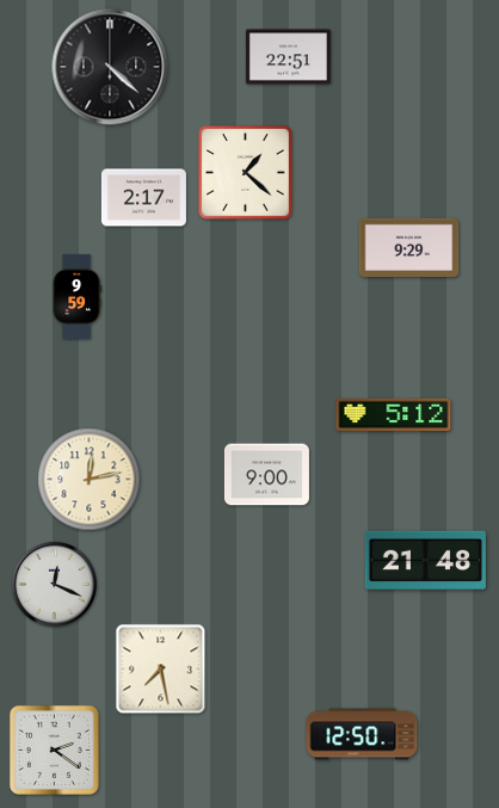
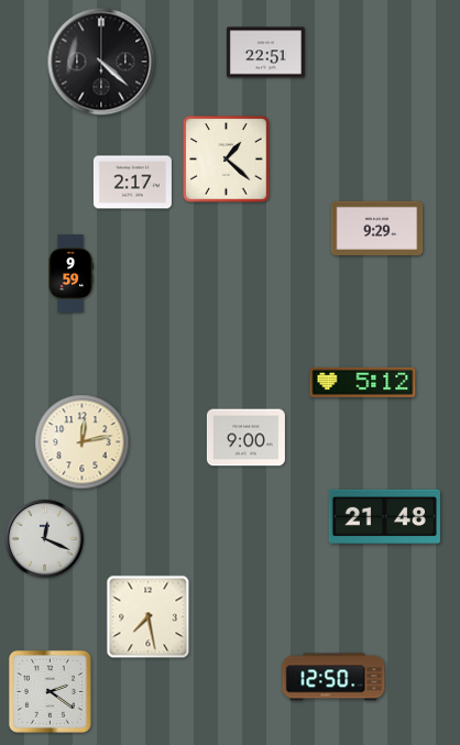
clock at (425, 561) position: (425, 561) -> (384, 517)
clock at (54, 584) position: (54, 584) -> (44, 538)
